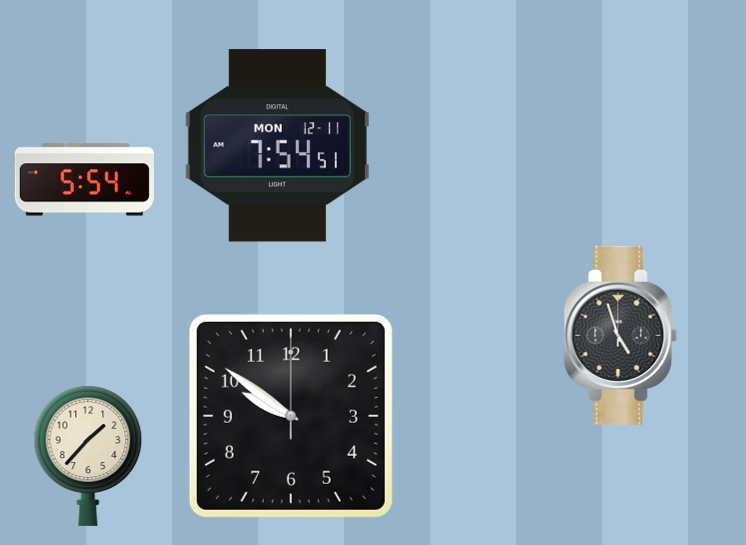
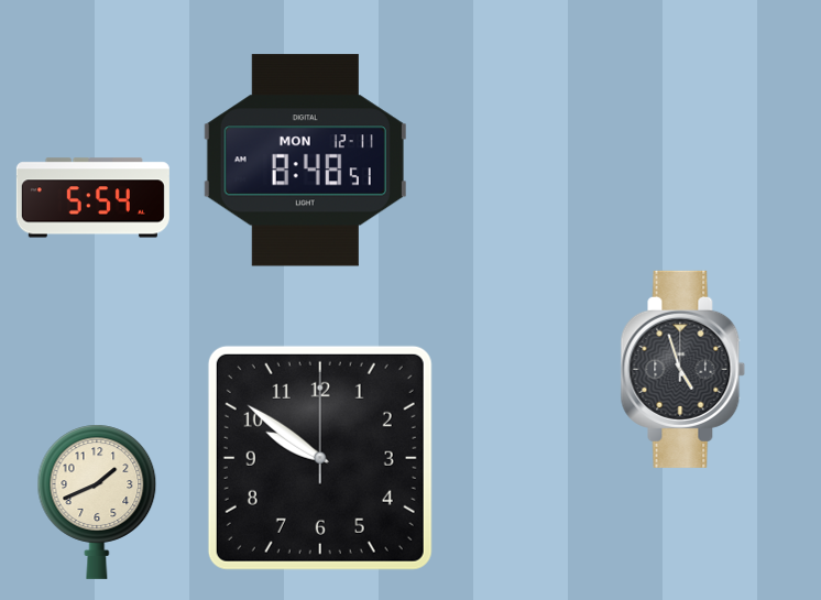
clock at (277, 146): 7:54 -> 8:48
clock at (88, 456): 1:37 -> 1:41
